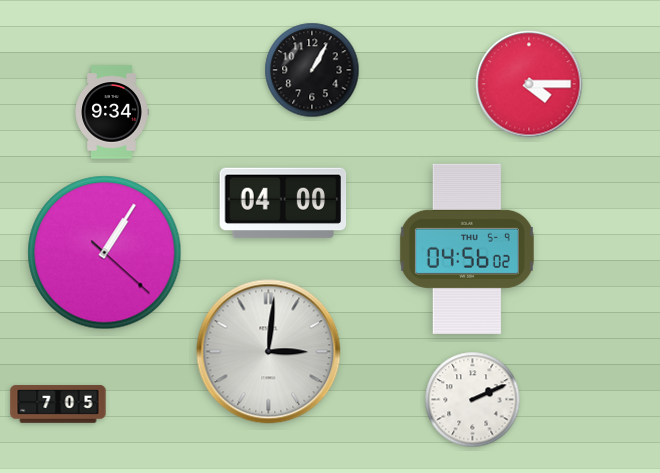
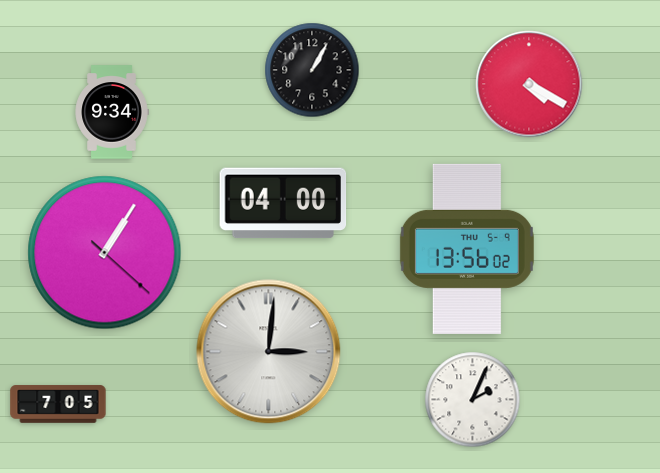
clock at (529, 84): 4:15 -> 4:20
clock at (467, 249): 04:56 -> 13:56
clock at (473, 400): 2:11 -> 2:04
